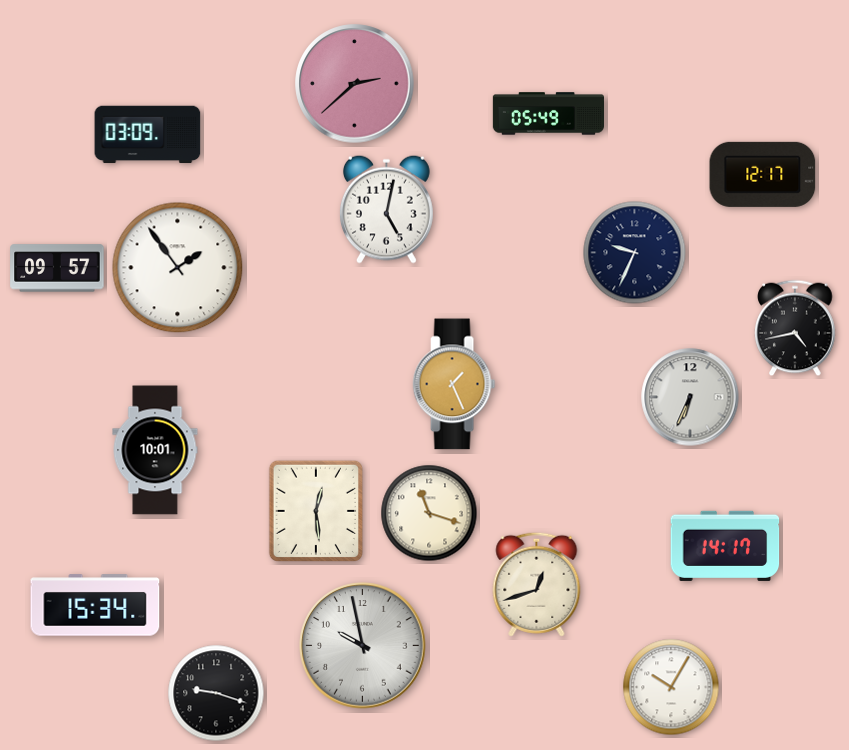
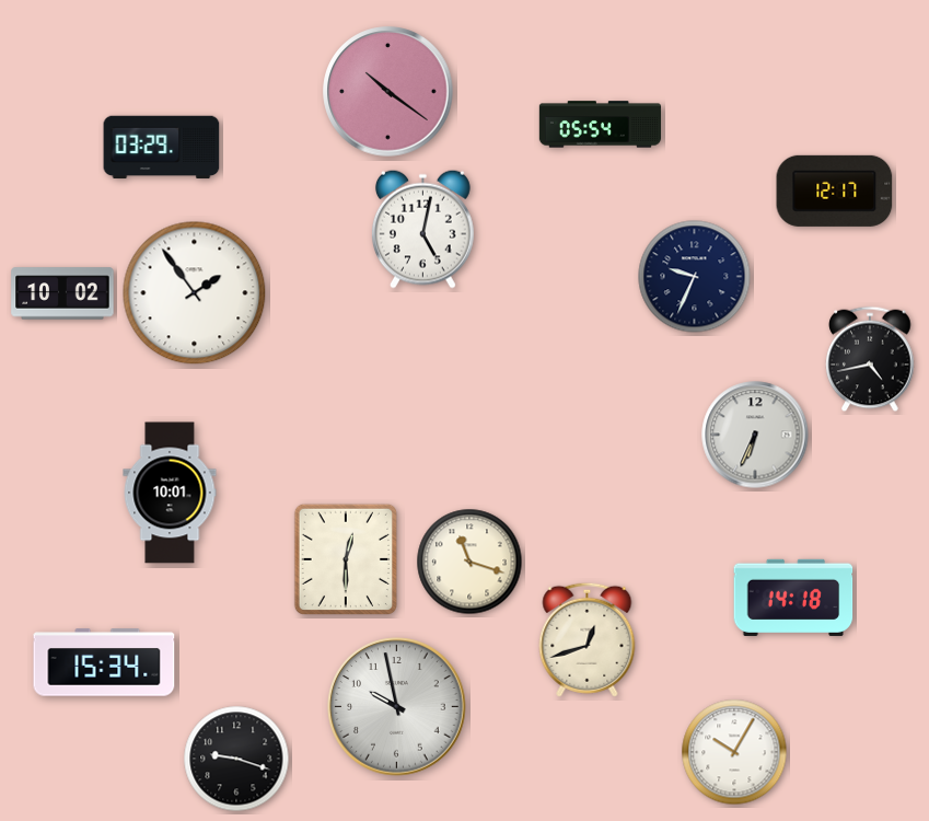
clock at (355, 84): 2:38 -> 10:21
clock at (548, 114): 05:49 -> 05:54
clock at (148, 135): 03:09 -> 03:29
clock at (57, 268): 09:57 -> 10:02
clock at (454, 384): 1:26 -> none
clock at (316, 510): 12:29 -> 12:30
clock at (725, 546): 14:17 -> 14:18
